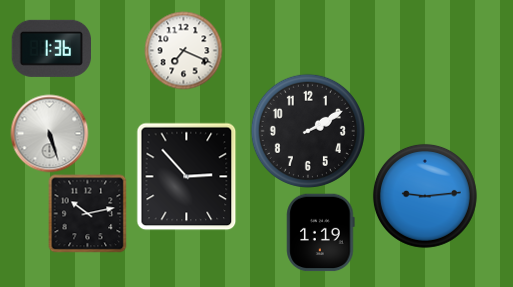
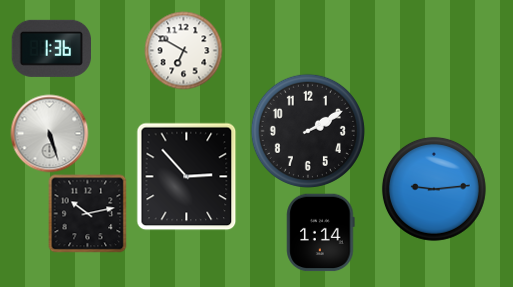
clock at (183, 50): 7:19 -> 6:50
clock at (425, 196) position: (425, 196) -> (434, 189)
clock at (321, 232): 1:19 -> 1:14
